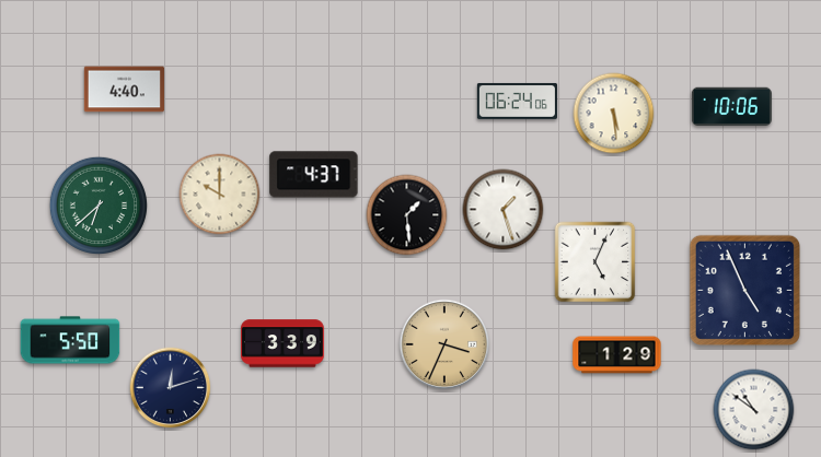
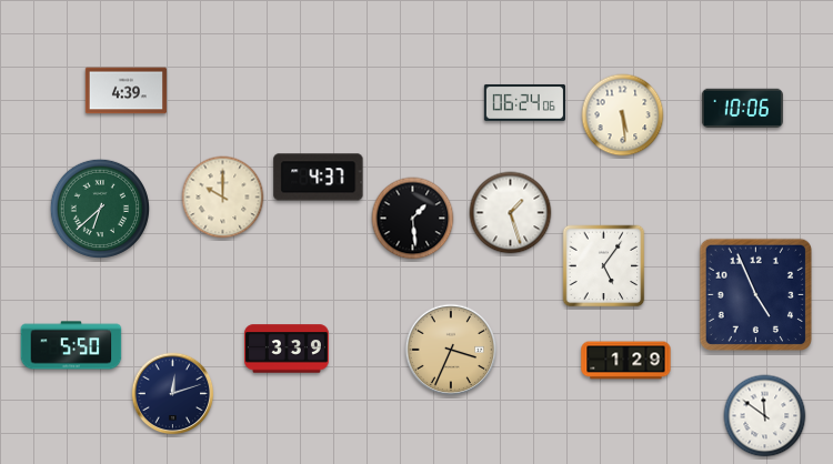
clock at (124, 90): 4:40 -> 4:39
clock at (595, 262): 5:04 -> 5:06
clock at (754, 410): 10:51 -> 11:51
